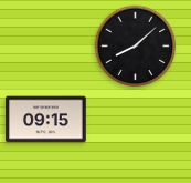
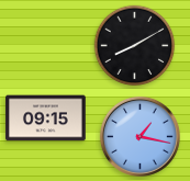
clock at (136, 47): 8:08 -> 8:10
clock at (139, 136): none -> 1:17
